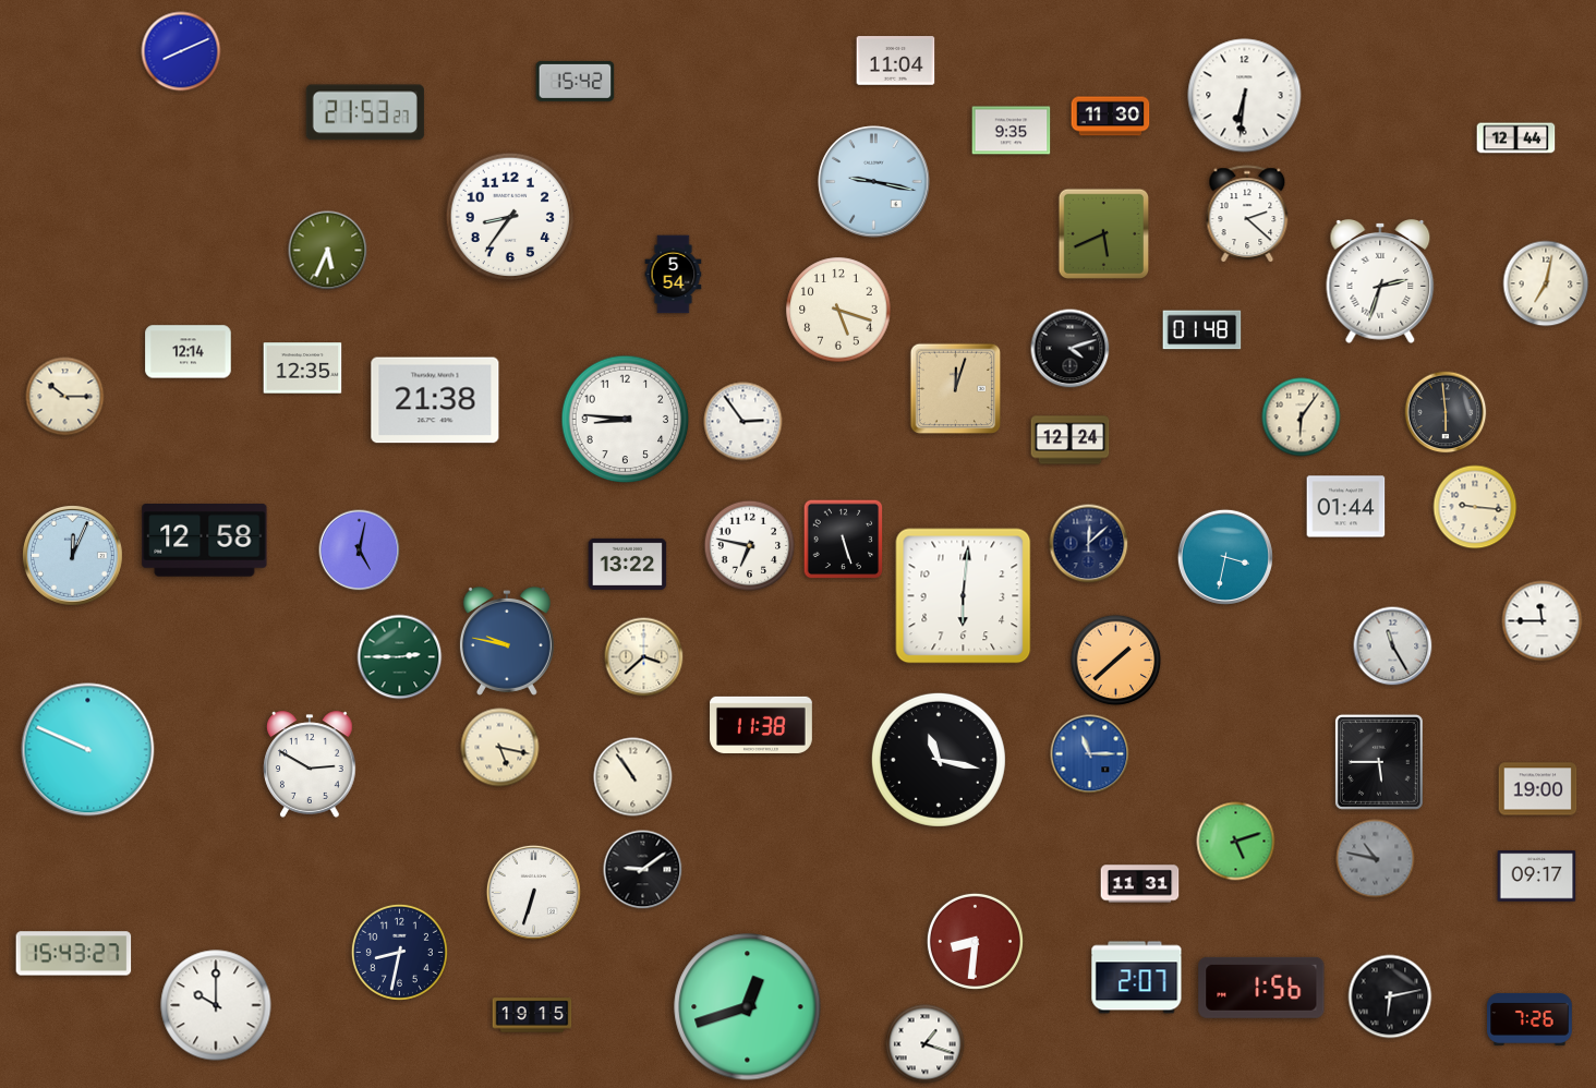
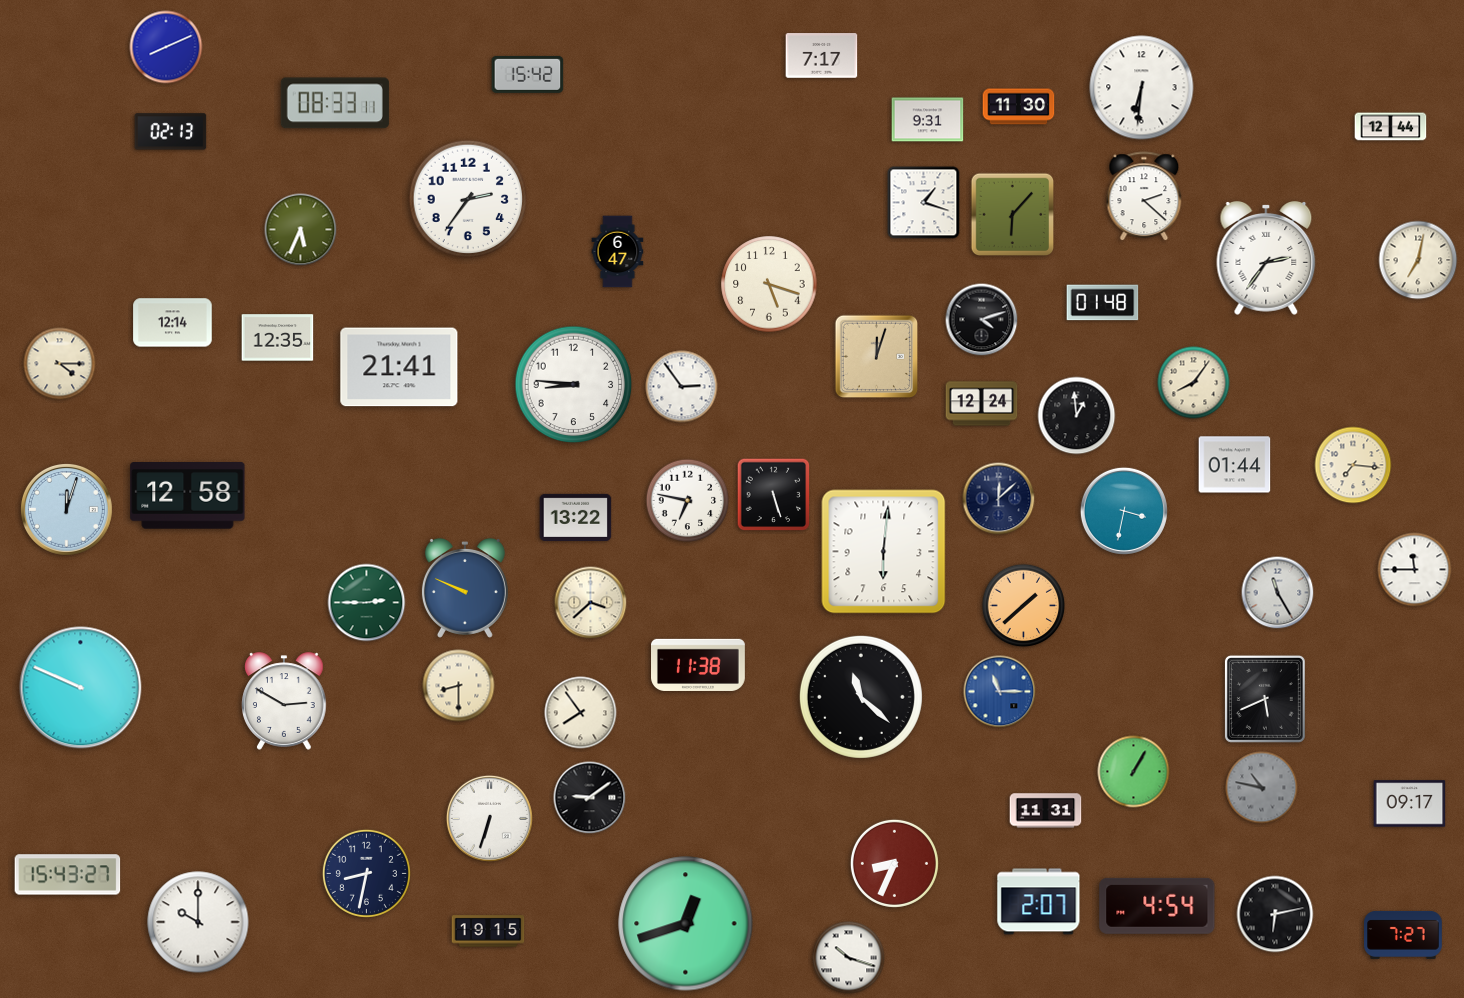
clock at (896, 61): 11:04 -> 7:17
clock at (365, 112): 21:53 -> 08:33
clock at (1012, 131): 9:35 -> 9:31
clock at (171, 132): none -> 02:13
clock at (874, 182): 9:17 -> none
clock at (510, 217): 8:36 -> 2:36
clock at (924, 203): none -> 1:18
clock at (1104, 234): 5:41 -> 6:07
clock at (674, 275): 5:54 -> 6:47
clock at (1380, 282): 2:33 -> 2:36
clock at (65, 397): 10:15 -> 4:15
clock at (435, 400): 21:38 -> 21:41
clock at (1446, 412): 5:59 -> none
clock at (1302, 418): 6:06 -> 8:06
clock at (1077, 416): none -> 12:59
clock at (1475, 507): 9:16 -> 7:16
clock at (360, 551): 5:02 -> none
clock at (72, 555): 12:04 -> 12:03
clock at (964, 596) position: (964, 596) -> (884, 552)
clock at (507, 641): 9:47 -> 9:49
clock at (500, 748): 5:17 -> 8:30
clock at (939, 760): 11:17 -> 11:22
clock at (1379, 762): 5:45 -> 5:41
clock at (633, 777): 10:54 -> 7:54
clock at (1538, 789): 19:00 -> none
clock at (1236, 842): 5:12 -> 1:05
clock at (975, 941): 8:31 -> 8:34
clock at (1137, 978) position: (1137, 978) -> (1039, 902)
clock at (1261, 988): 1:56 -> 4:54
clock at (1529, 1019): 7:26 -> 7:27
clock at (926, 1044): 1:18 -> 10:18
